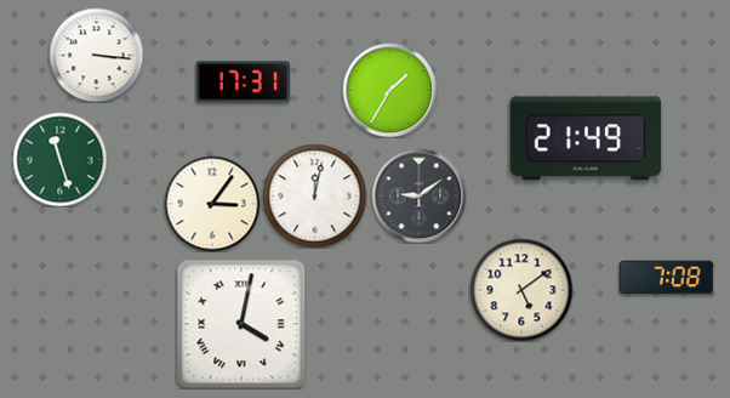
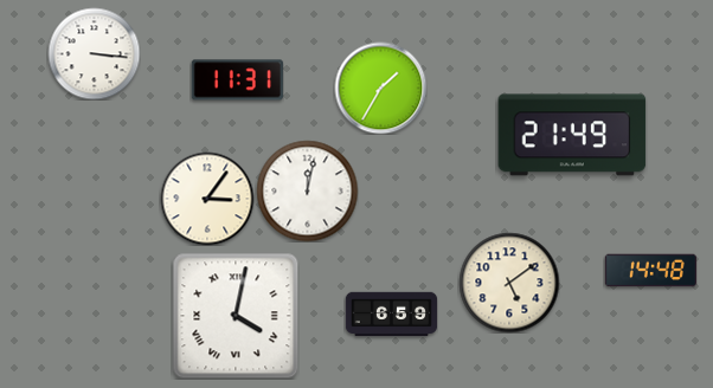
clock at (243, 83): 17:31 -> 11:31
clock at (59, 159): 11:27 -> none
clock at (418, 195): 9:09 -> none
clock at (666, 278): 7:08 -> 14:48
clock at (391, 315): none -> 6:59
